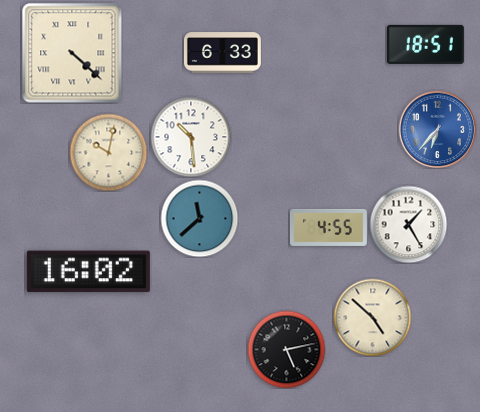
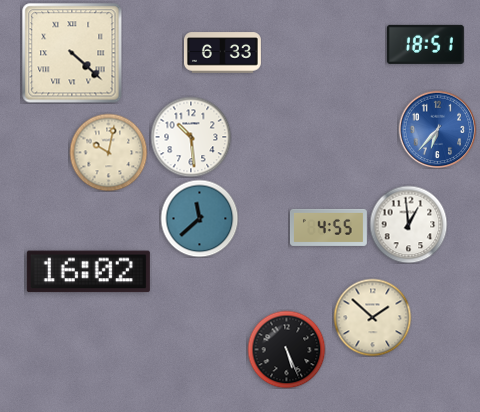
clock at (408, 224): 1:25 -> 12:59
clock at (372, 317): 4:52 -> 1:52
clock at (286, 349): 5:13 -> 5:26
